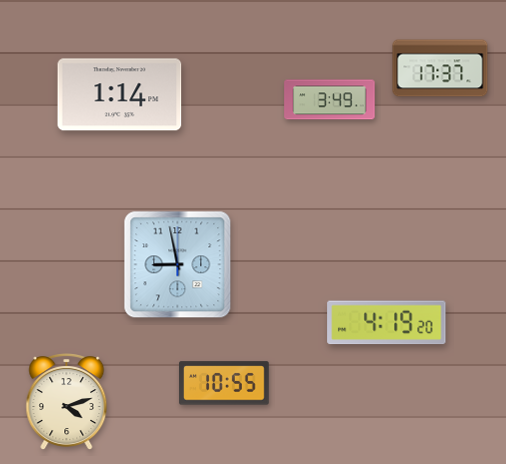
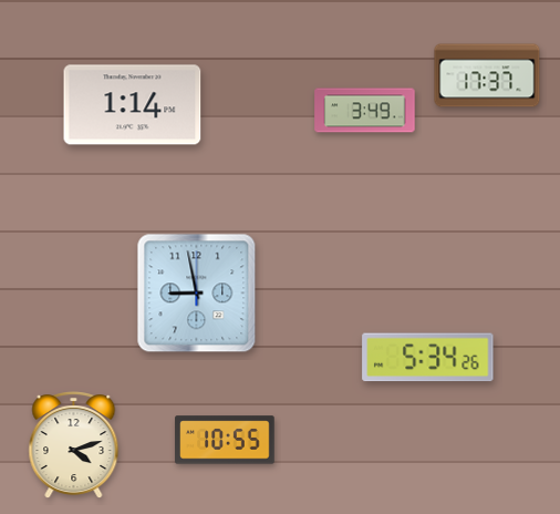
clock at (387, 323): 4:19 -> 5:34
clock at (224, 383) position: (224, 383) -> (225, 440)
